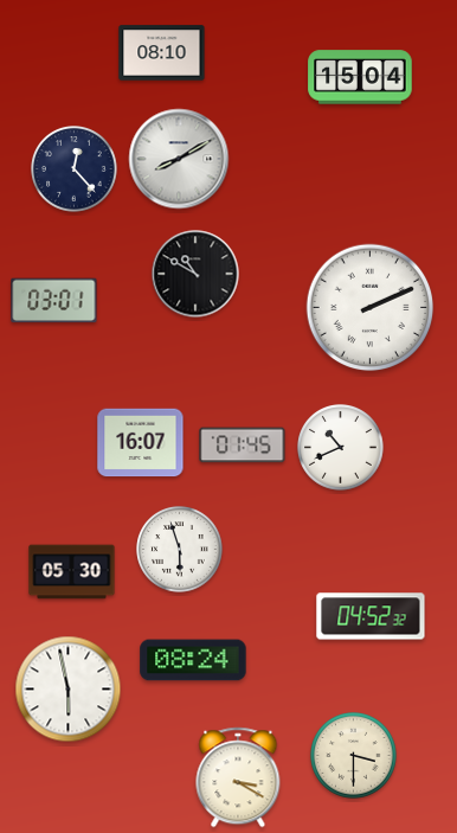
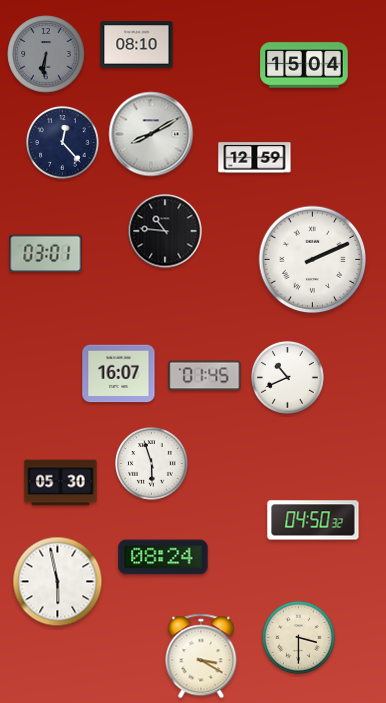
clock at (46, 54): none -> 6:31
clock at (255, 158): none -> 12:59
clock at (195, 274): 10:50 -> 10:46
clock at (371, 616): 04:52 -> 04:50
